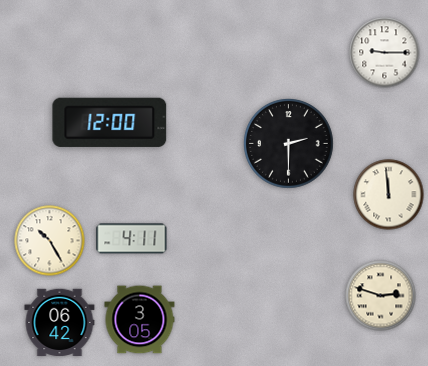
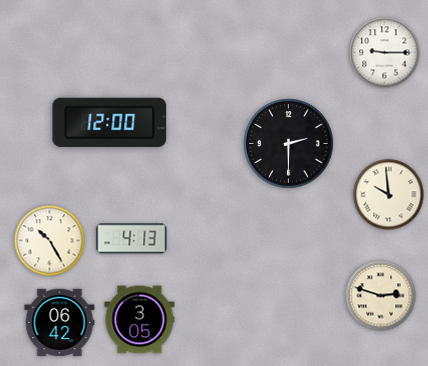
clock at (389, 195): 11:59 -> 9:59
clock at (132, 239): 4:11 -> 4:13
